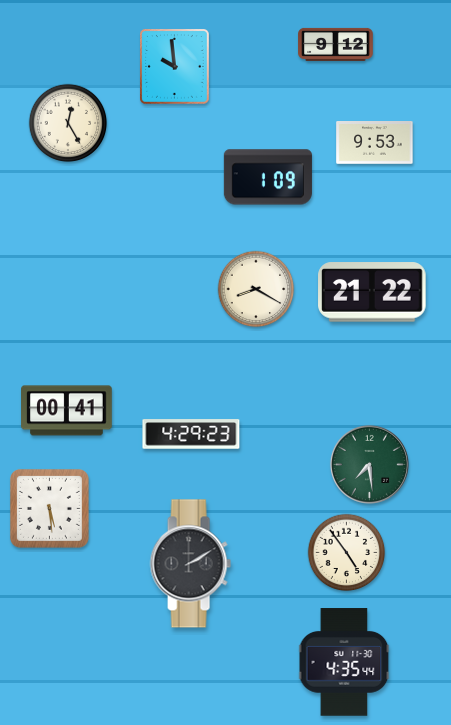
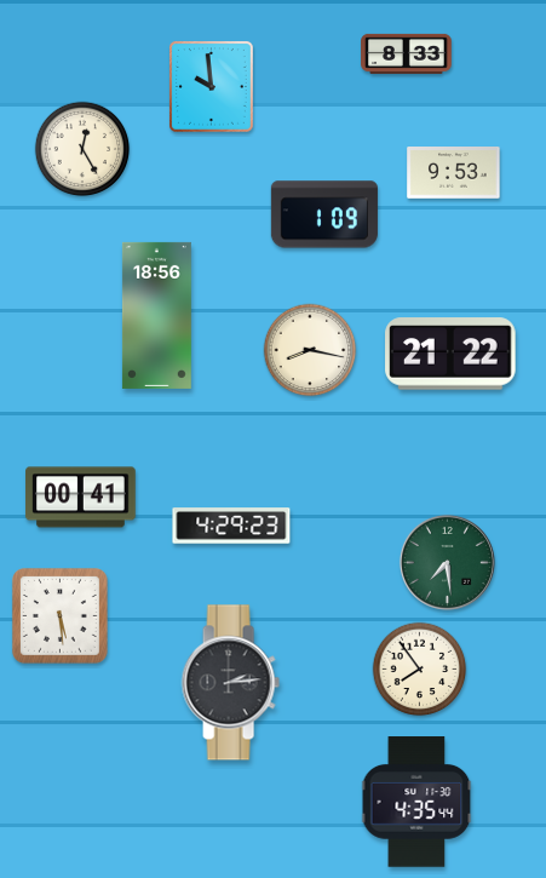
clock at (336, 44): 9:12 -> 8:33
clock at (175, 67) position: (175, 67) -> (212, 87)
clock at (156, 315): none -> 18:56
clock at (256, 289): 8:20 -> 8:17
clock at (347, 553): 4:54 -> 7:54
clock at (190, 564): 2:10 -> 2:14
